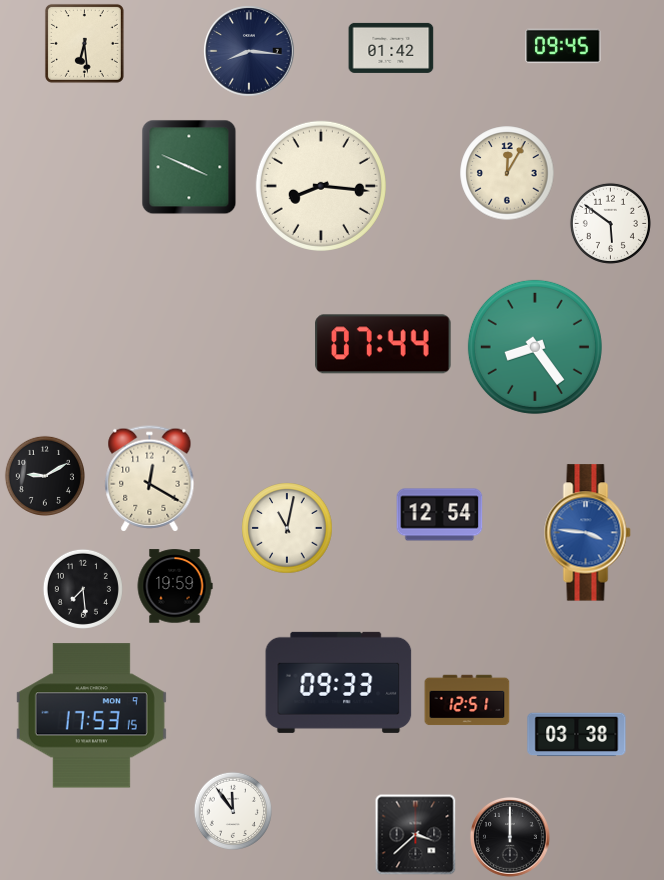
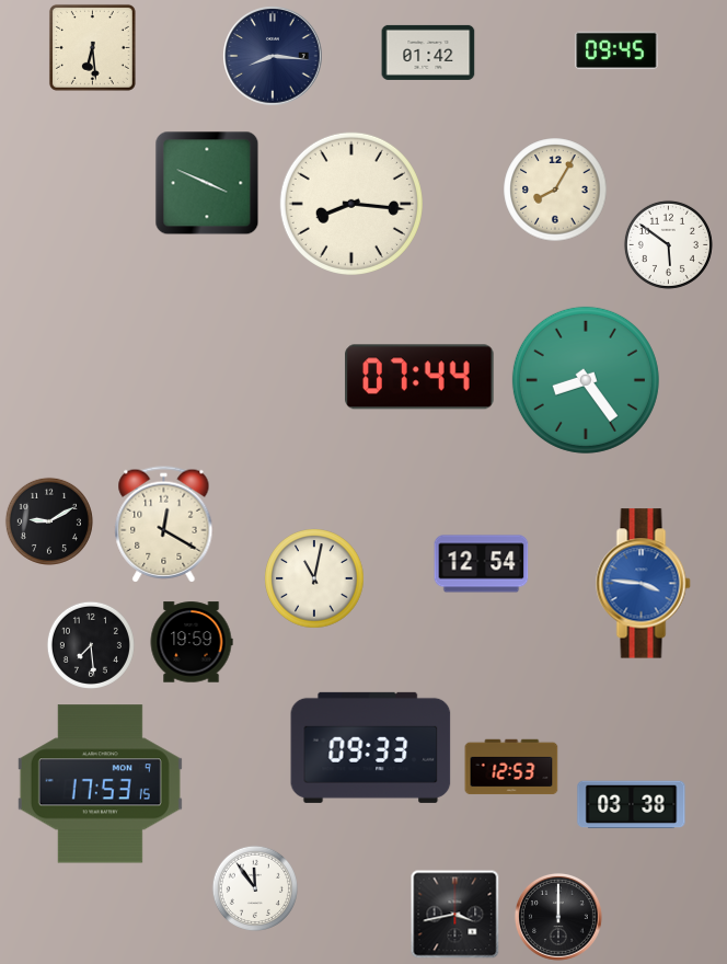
clock at (507, 173): 12:05 -> 8:05
clock at (467, 700): 12:51 -> 12:53
clock at (416, 835): 3:38 -> 3:43
